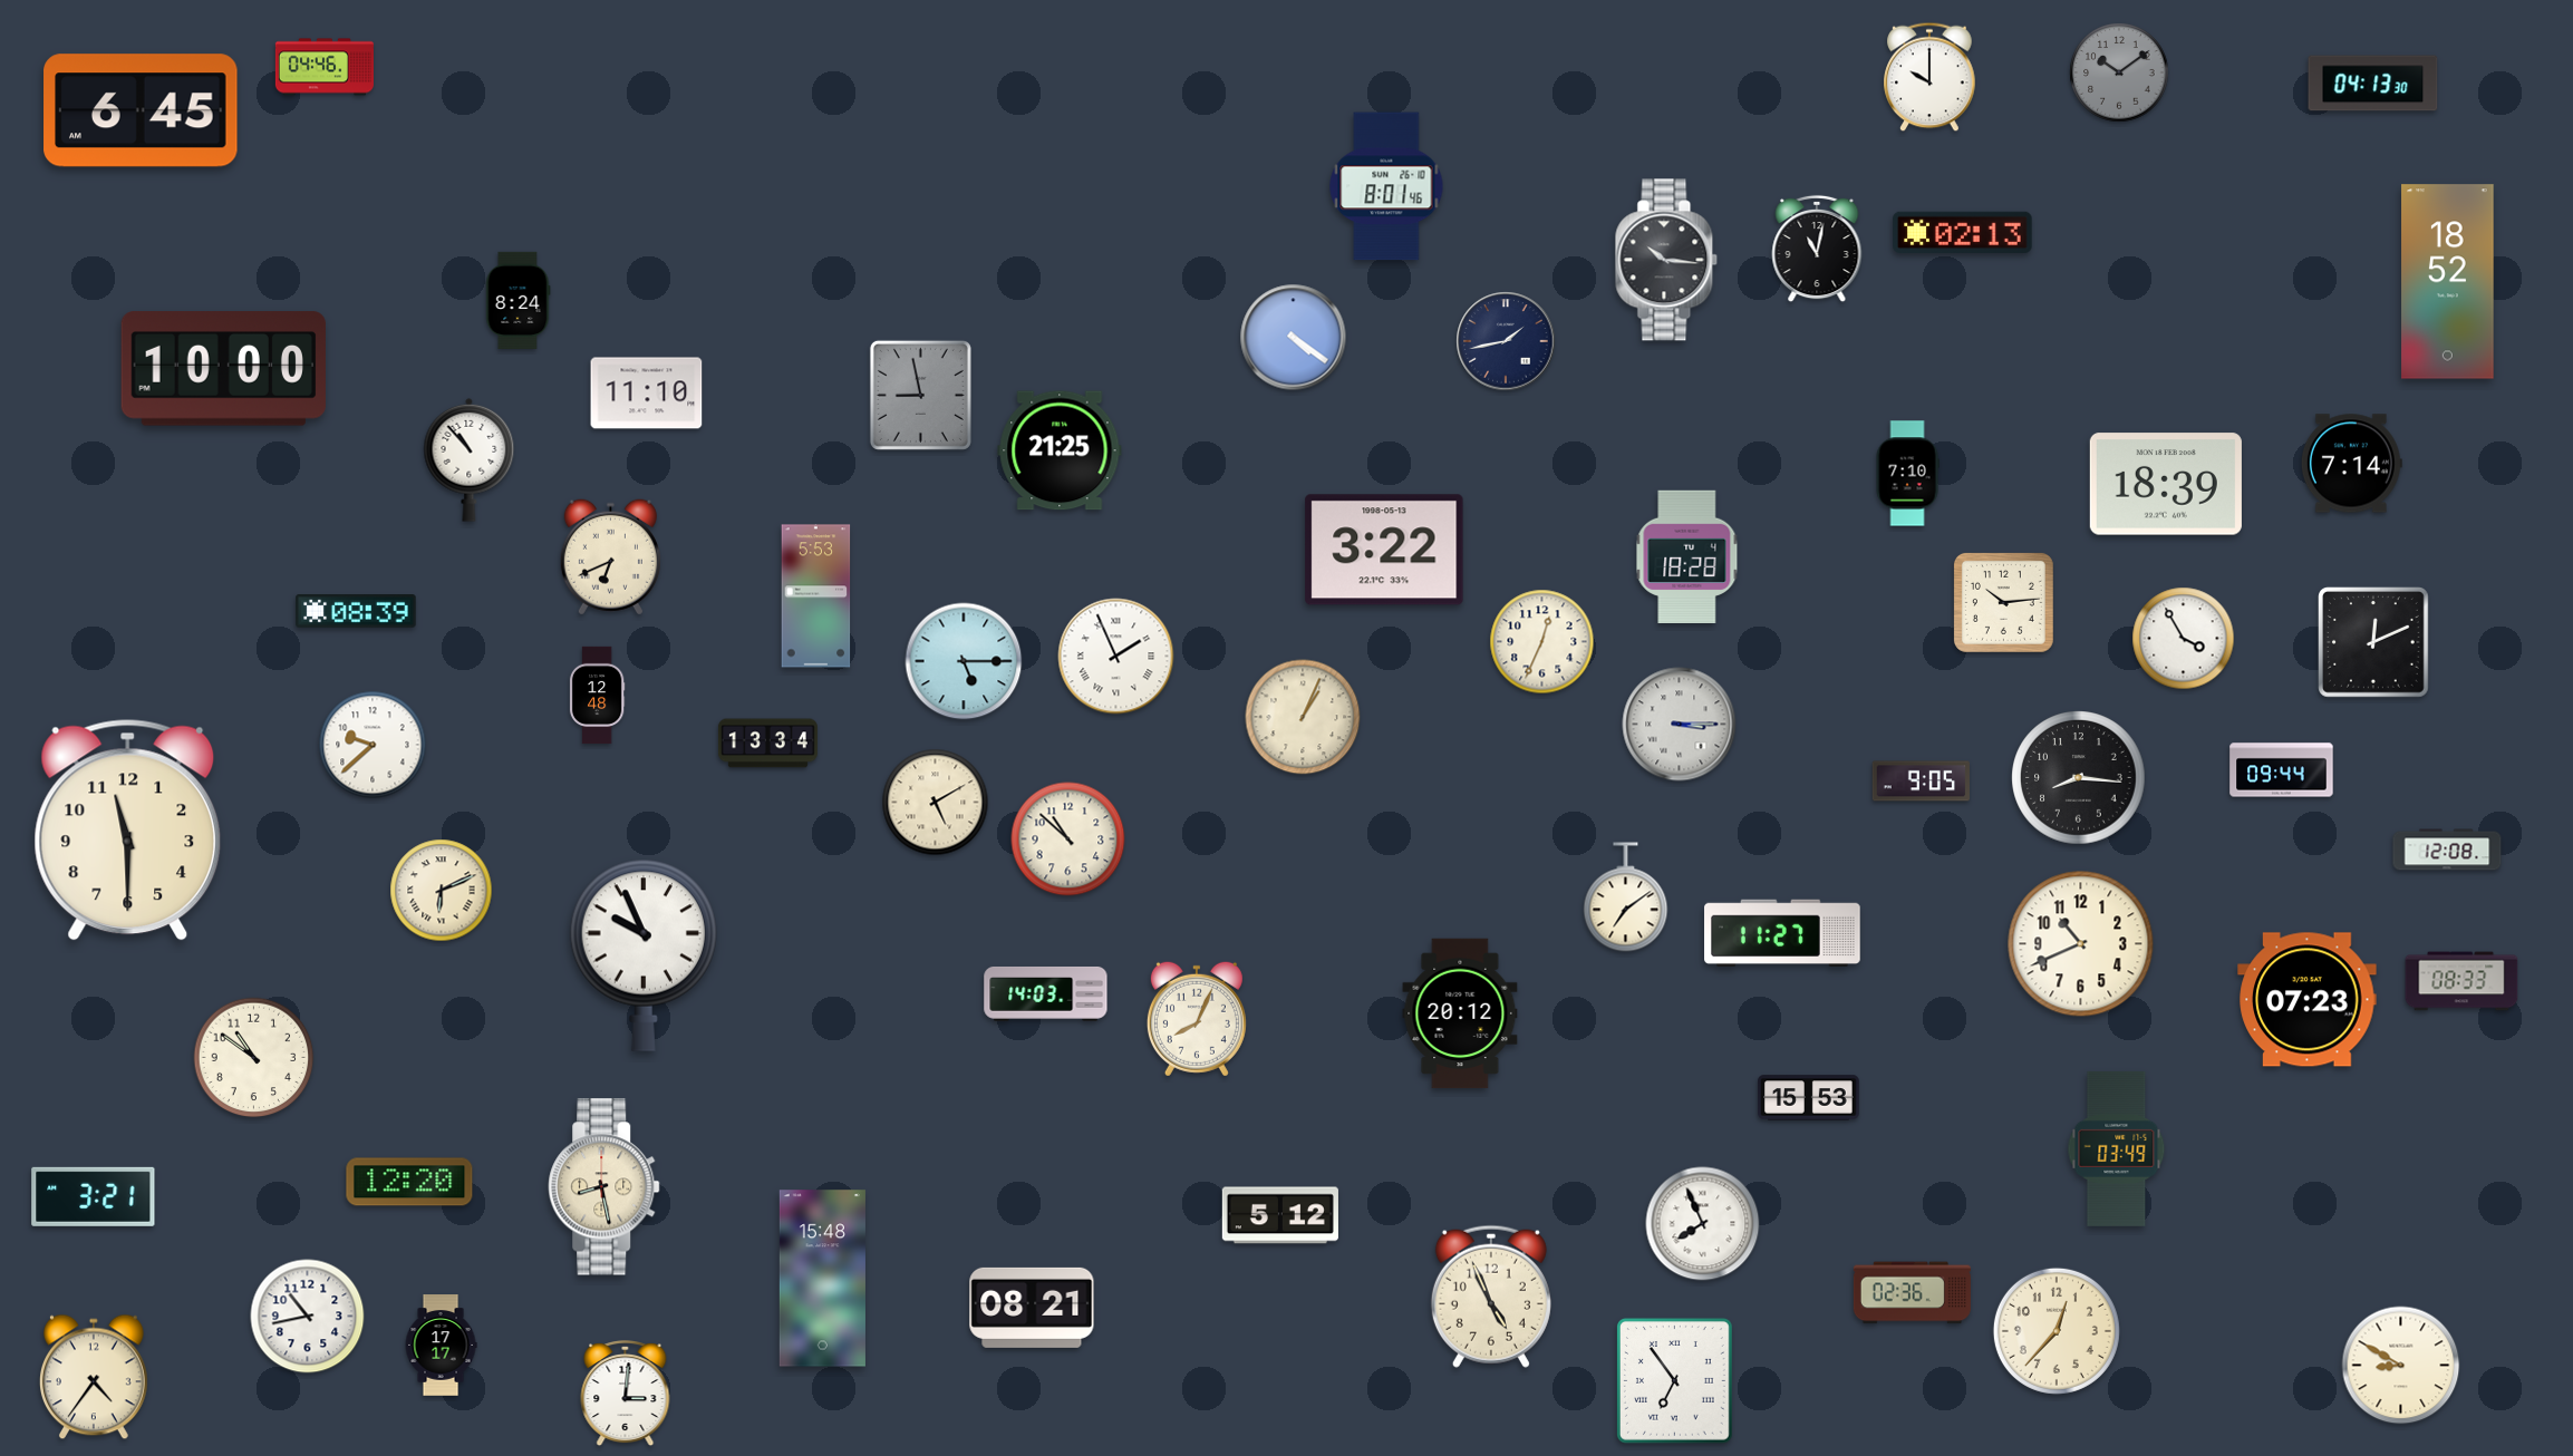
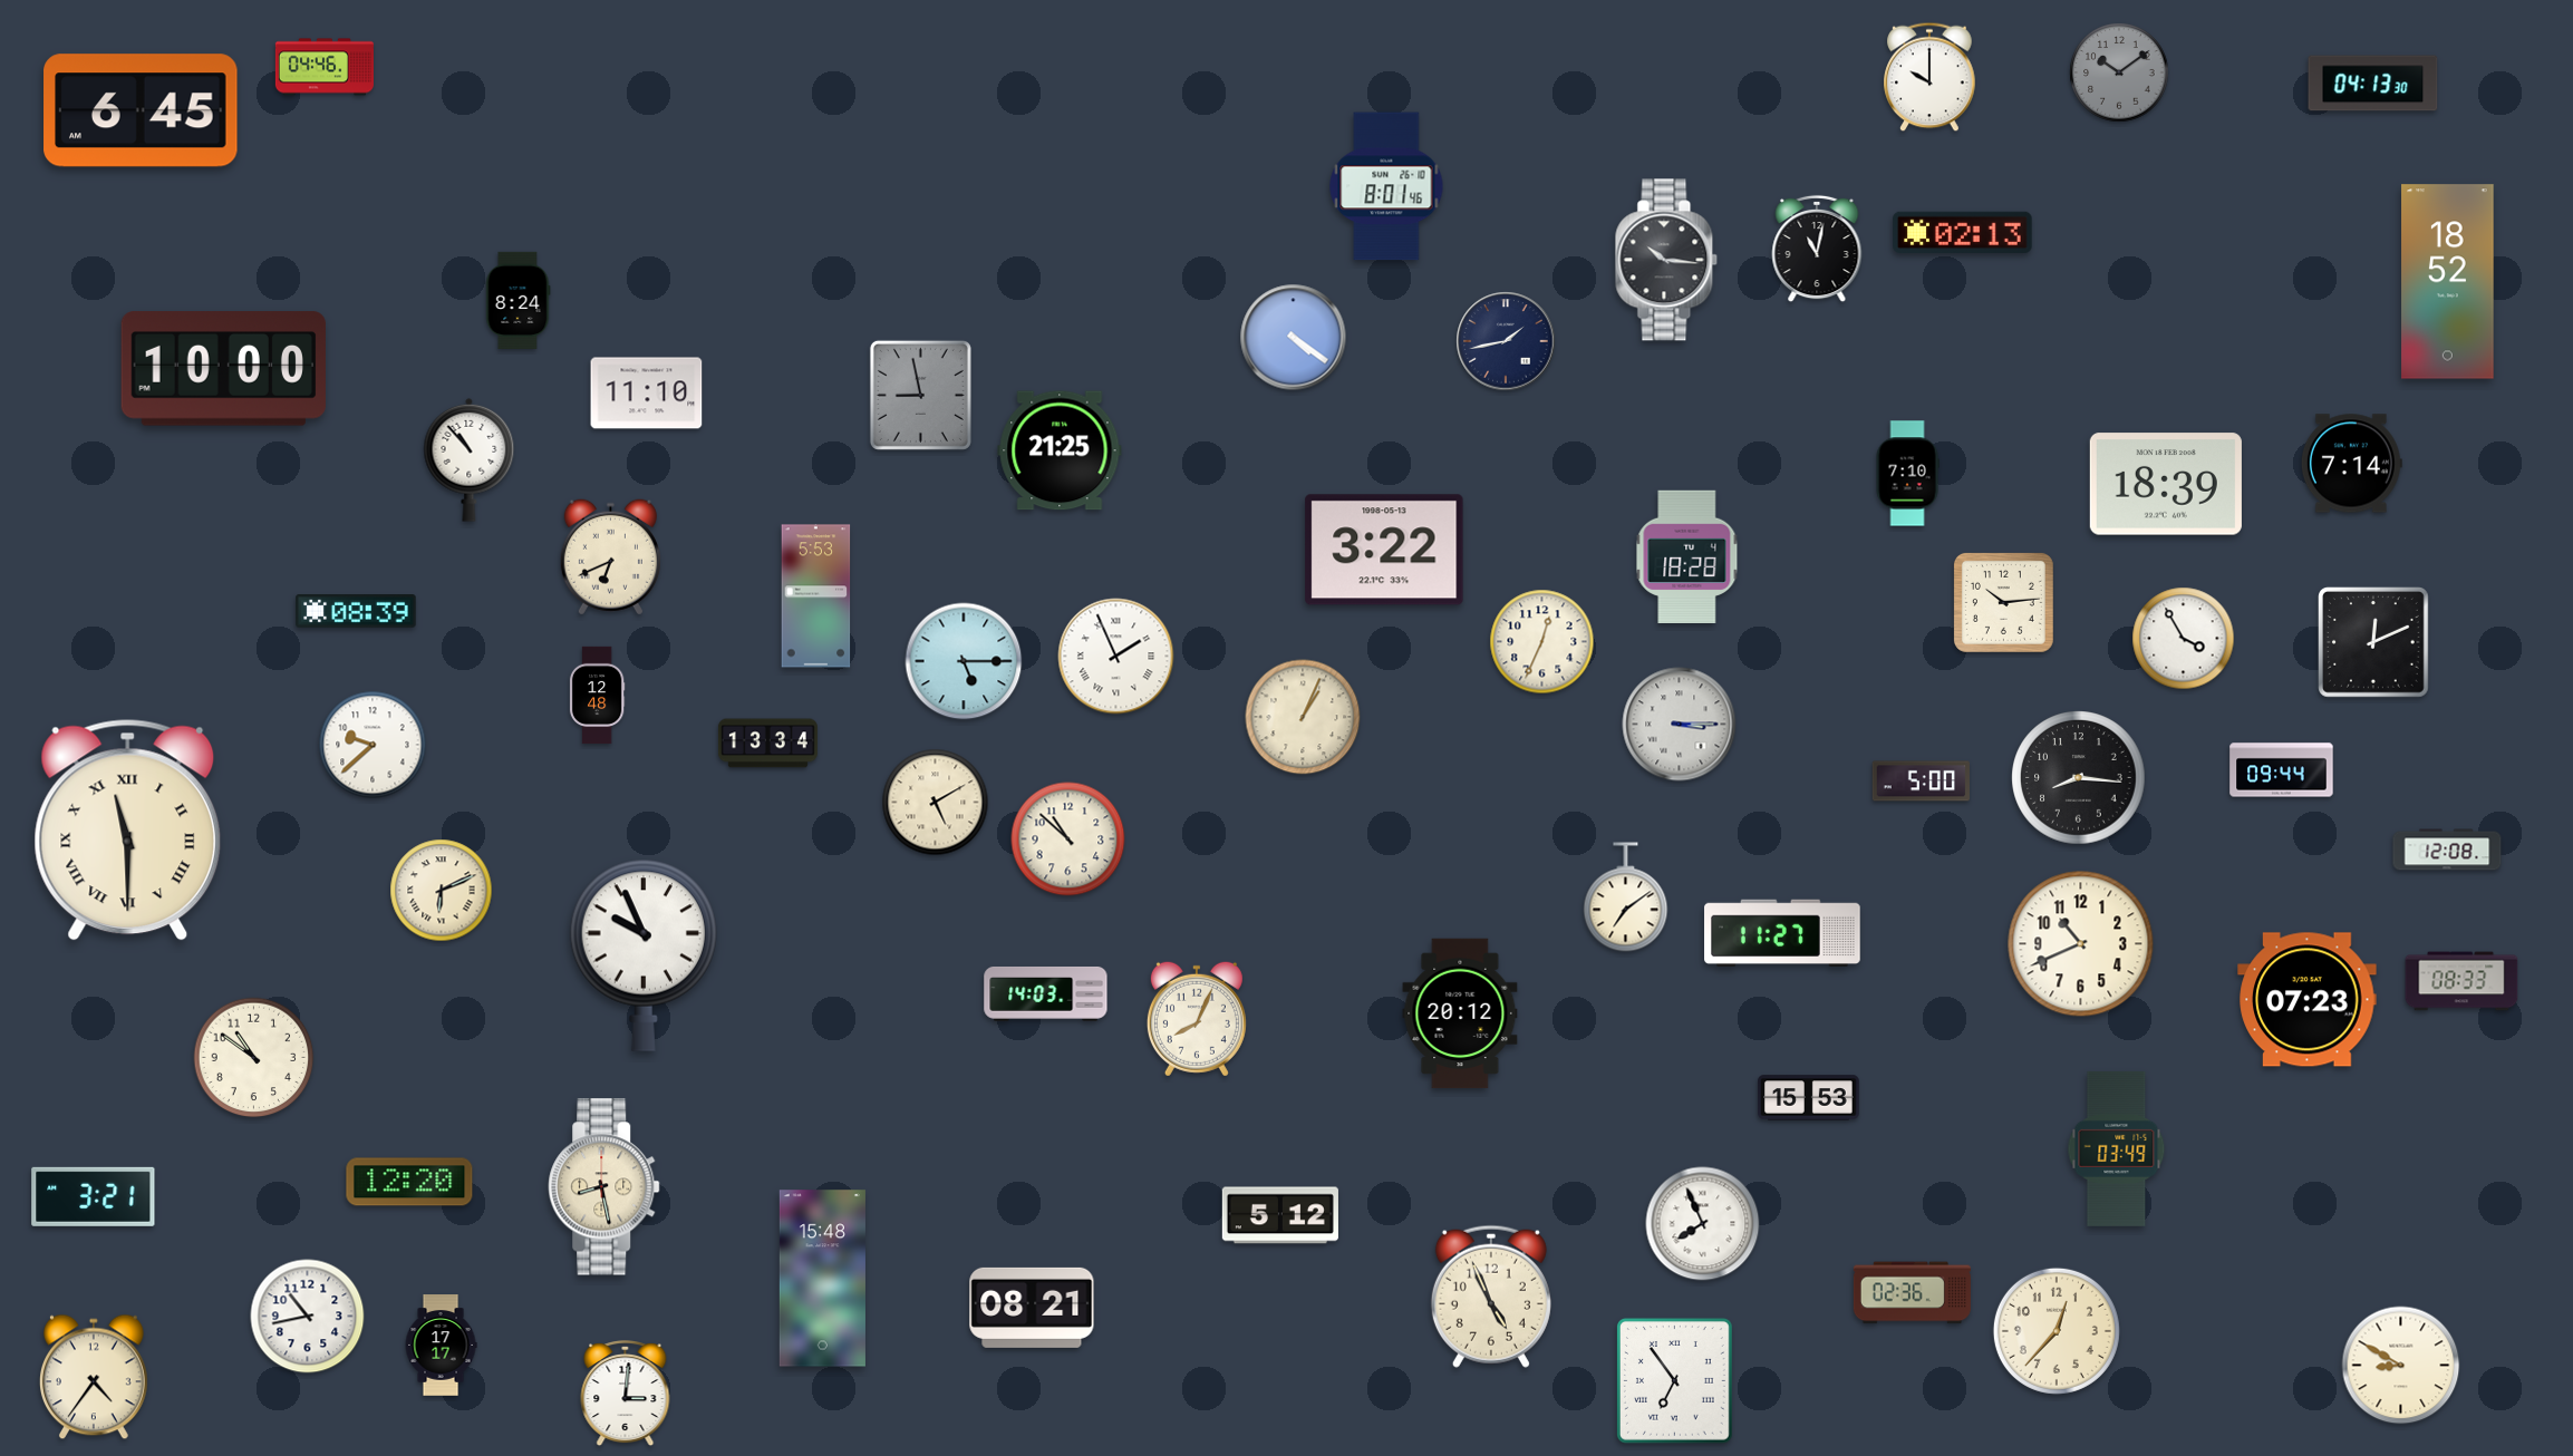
clock at (1921, 782): 9:05 -> 5:00
clock at (128, 829) numerals: Arabic -> Roman
